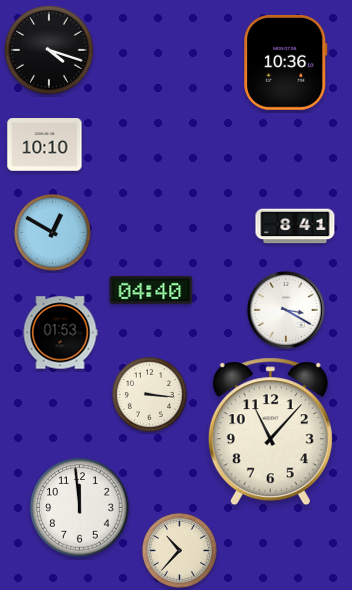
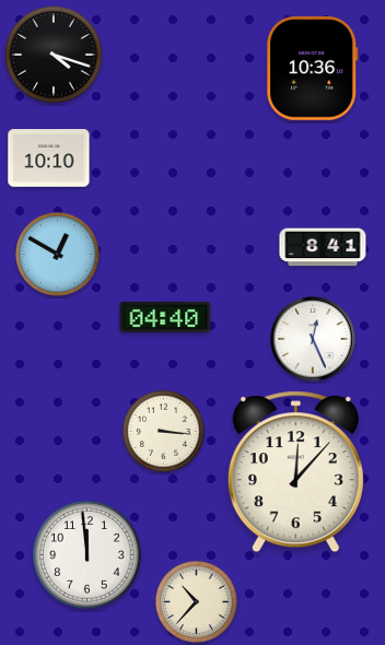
clock at (286, 310): 3:20 -> 12:26
clock at (60, 333): 01:53 -> none
clock at (270, 432): 11:07 -> 12:07
